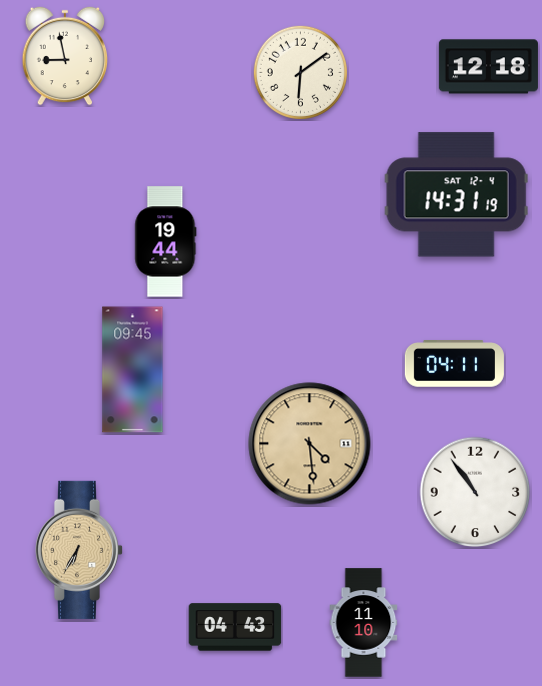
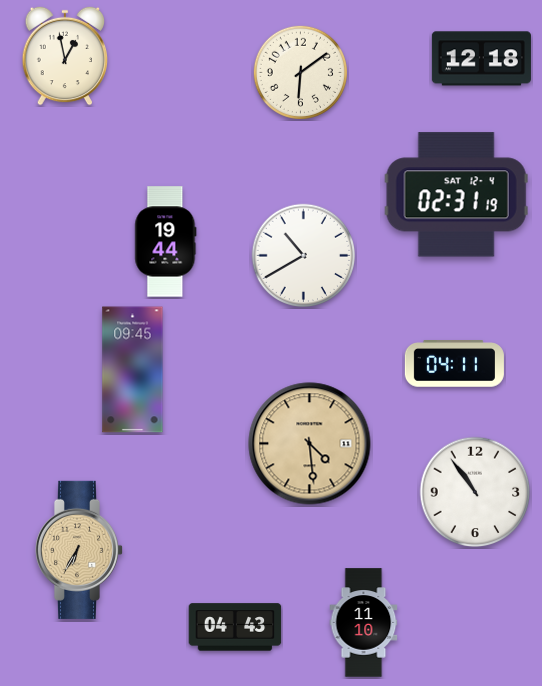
clock at (65, 56): 8:58 -> 12:58
clock at (488, 67) position: (488, 67) -> (481, 59)
clock at (456, 195): 14:31 -> 02:31
clock at (304, 256): none -> 10:40
